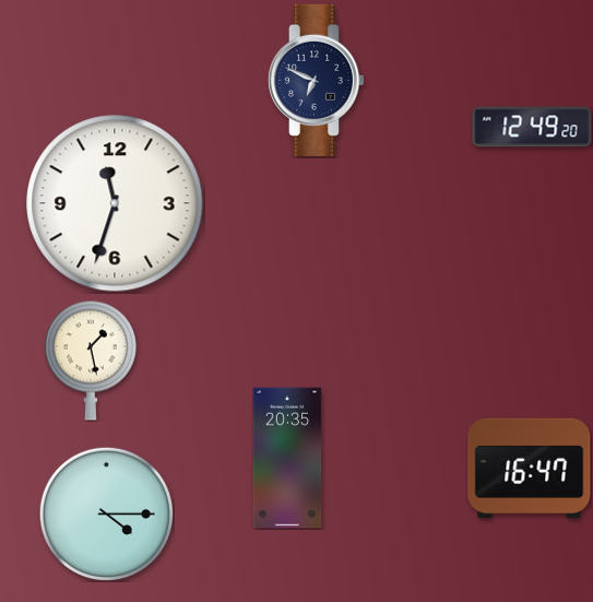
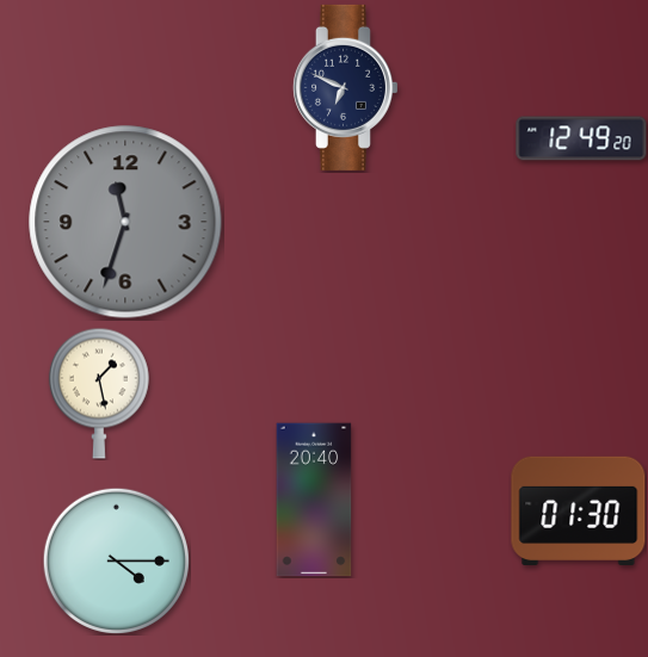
clock at (115, 203) dial: white -> grey
clock at (287, 458): 20:35 -> 20:40
clock at (530, 468): 16:47 -> 01:30
